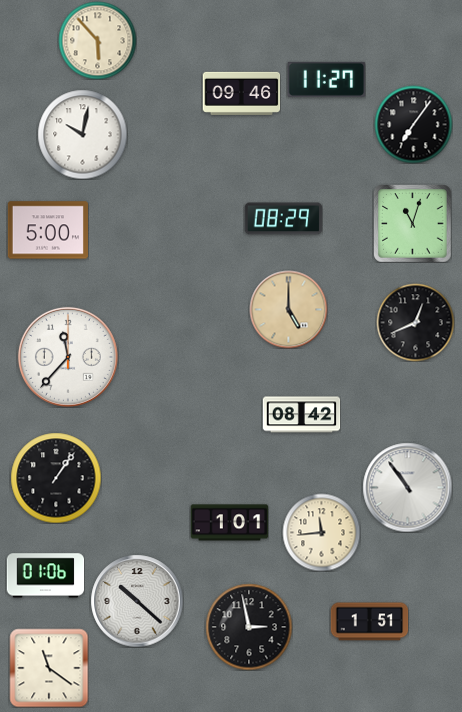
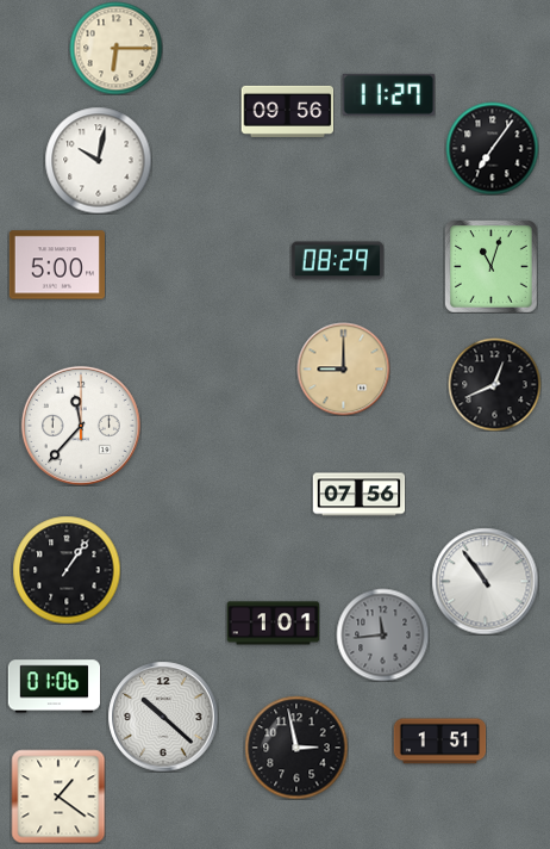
clock at (97, 40): 5:53 -> 6:15
clock at (241, 93): 09:46 -> 09:56
clock at (47, 230) position: (47, 230) -> (56, 265)
clock at (288, 309): 5:00 -> 9:00
clock at (301, 415): 08:42 -> 07:56
clock at (321, 532) dial: cream -> grey
clock at (49, 668): 11:21 -> 1:21
